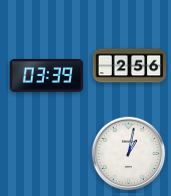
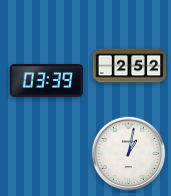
clock at (130, 66): 2:56 -> 2:52
clock at (47, 76) position: (47, 76) -> (47, 81)
